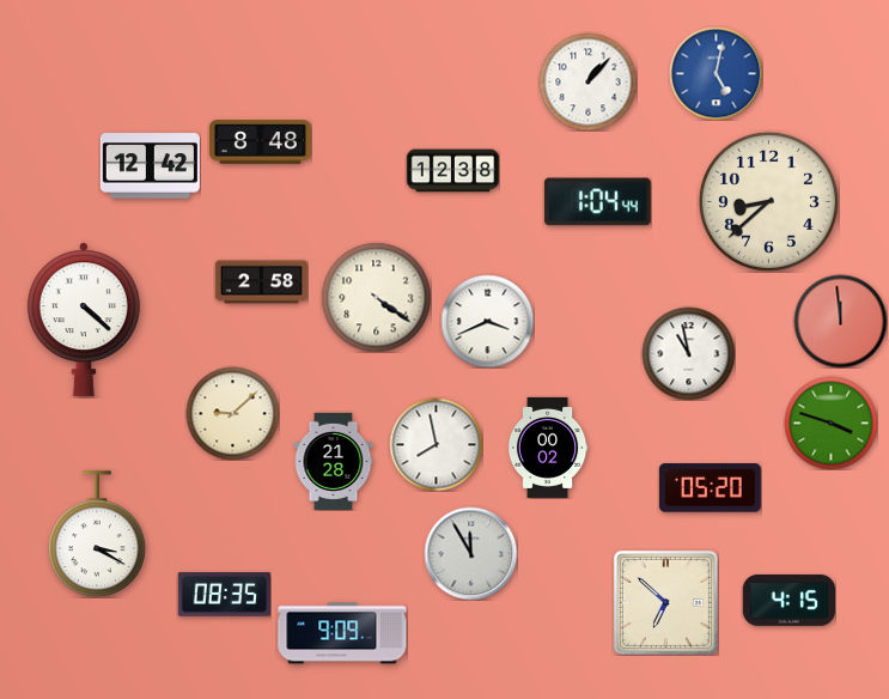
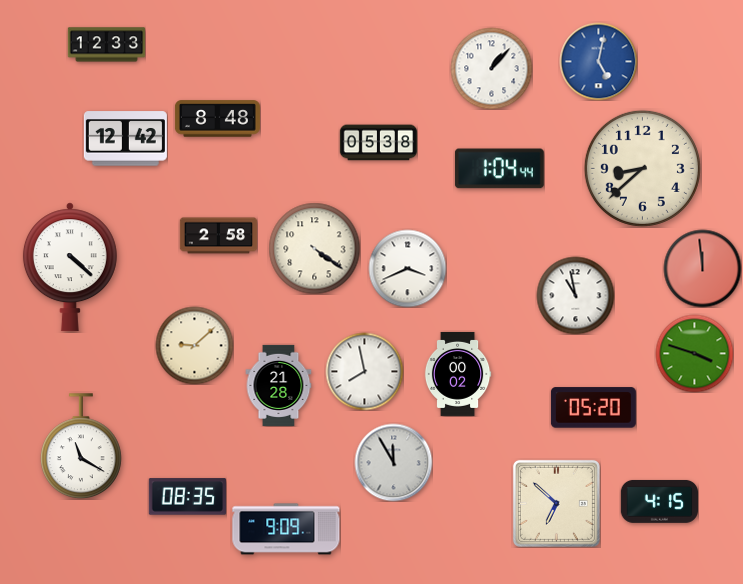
clock at (106, 45): none -> 12:33
clock at (452, 171): 12:38 -> 05:38
clock at (97, 534): 3:20 -> 11:20
